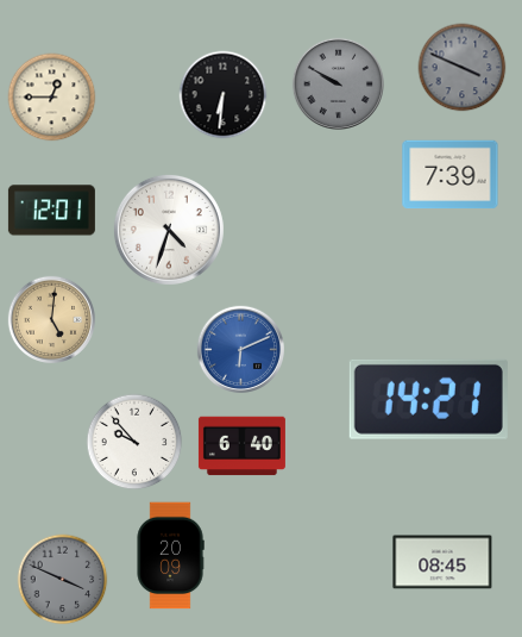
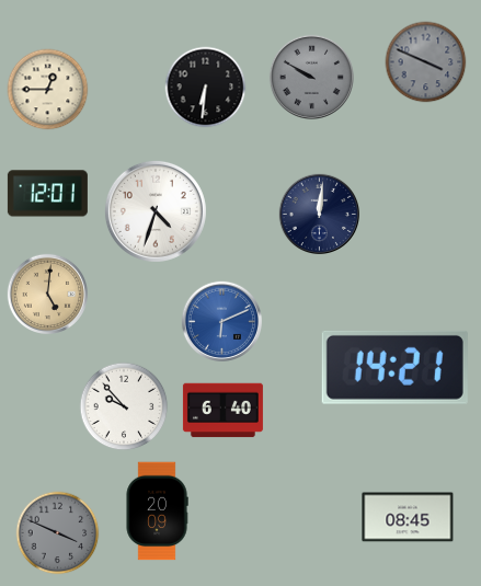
clock at (451, 175): 7:39 -> none
clock at (319, 214): none -> 12:01
